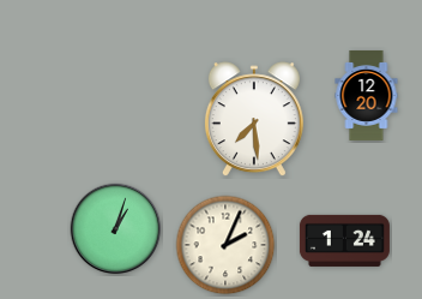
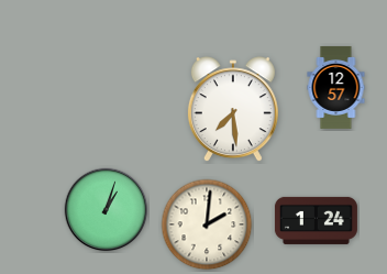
clock at (367, 95): 12:20 -> 12:57
clock at (225, 245): 2:04 -> 2:01
